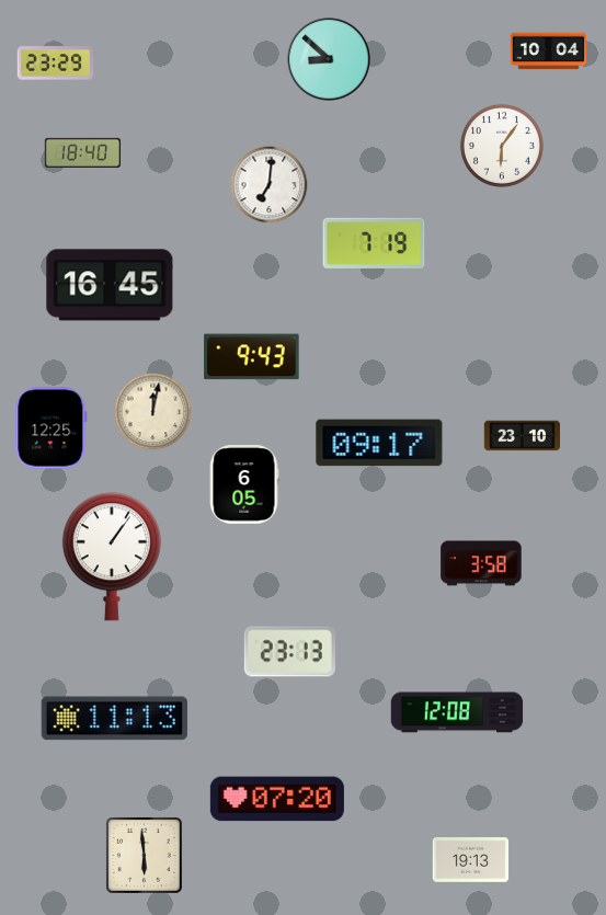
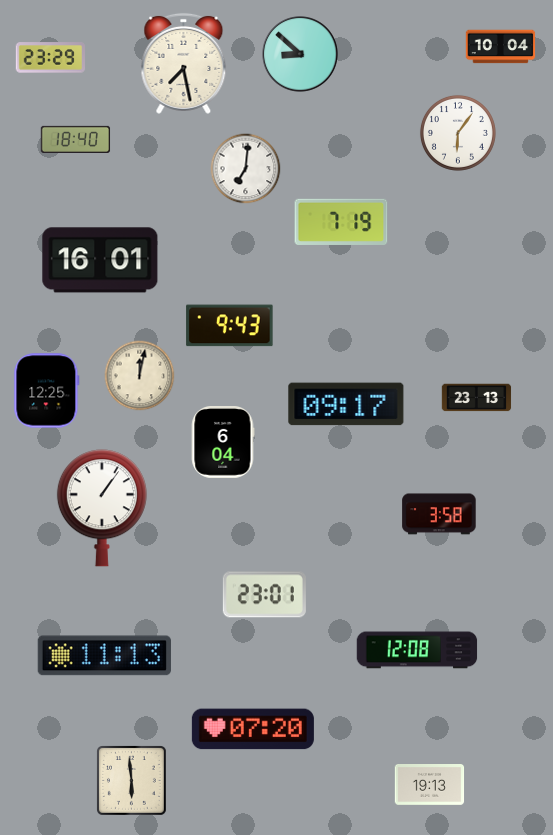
clock at (184, 63): none -> 7:28
clock at (110, 285): 16:45 -> 16:01
clock at (523, 436): 23:10 -> 23:13
clock at (244, 485): 6:05 -> 6:04
clock at (289, 652): 23:13 -> 23:01
